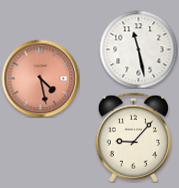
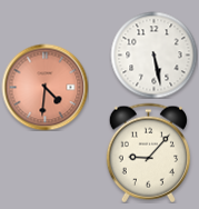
clock at (138, 49): 11:28 -> 5:28
clock at (40, 78): 4:28 -> 4:31
